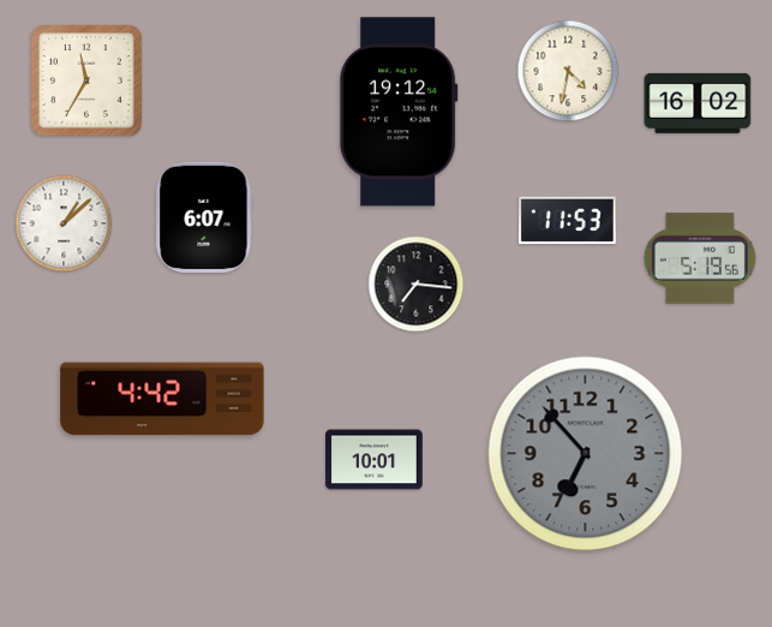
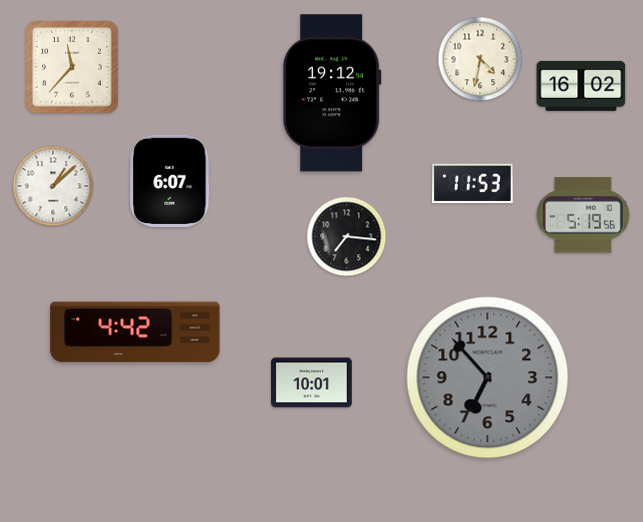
clock at (568, 71) position: (568, 71) -> (480, 59)
clock at (86, 80): 11:35 -> 11:37
